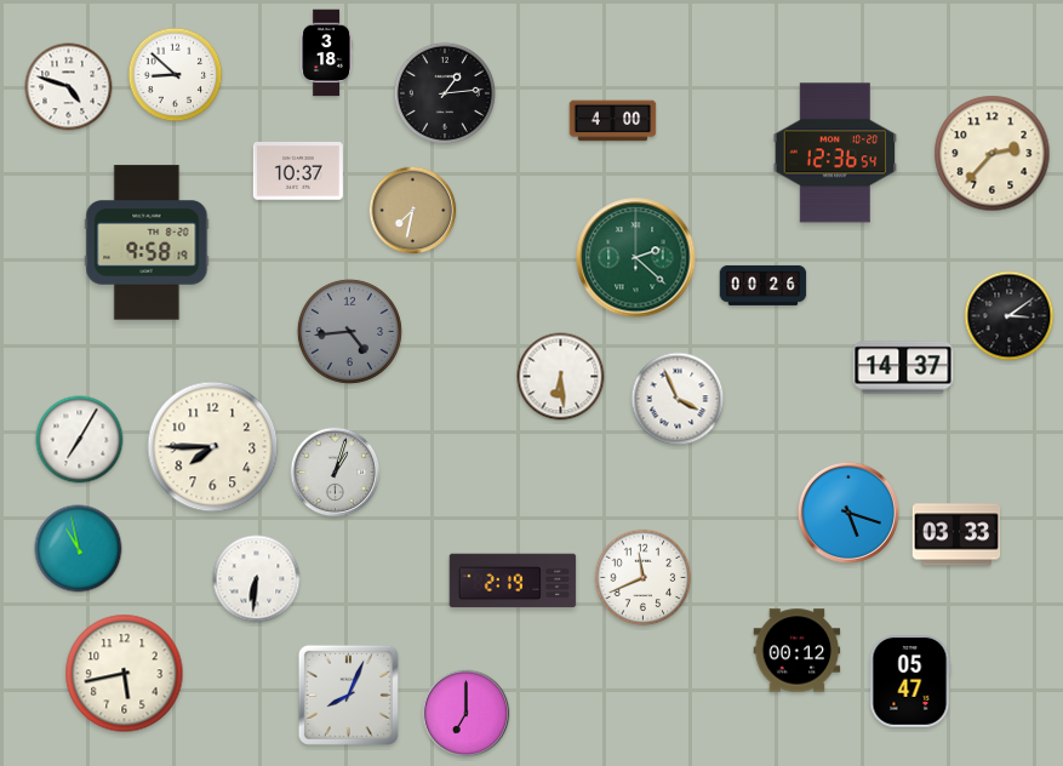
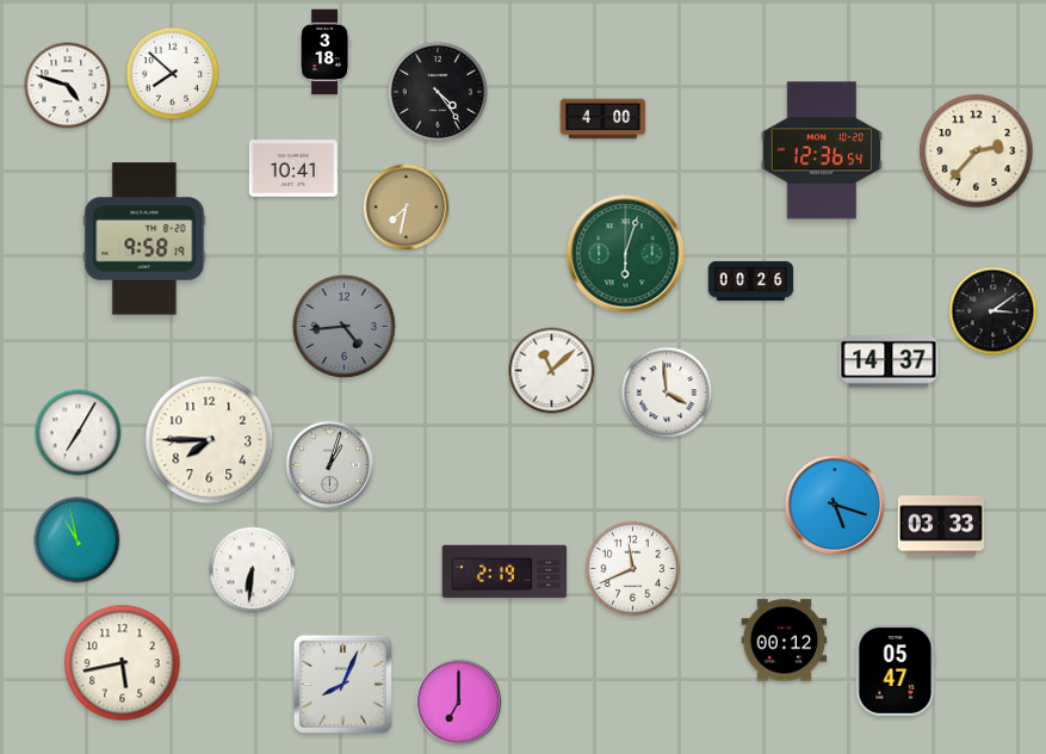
clock at (327, 53) position: (327, 53) -> (326, 52)
clock at (176, 75): 8:52 -> 7:52
clock at (445, 93): 1:14 -> 4:24
clock at (298, 172): 10:37 -> 10:41
clock at (636, 258): 2:22 -> 6:03
clock at (561, 377): 6:29 -> 11:08
clock at (678, 399): 3:56 -> 3:59
